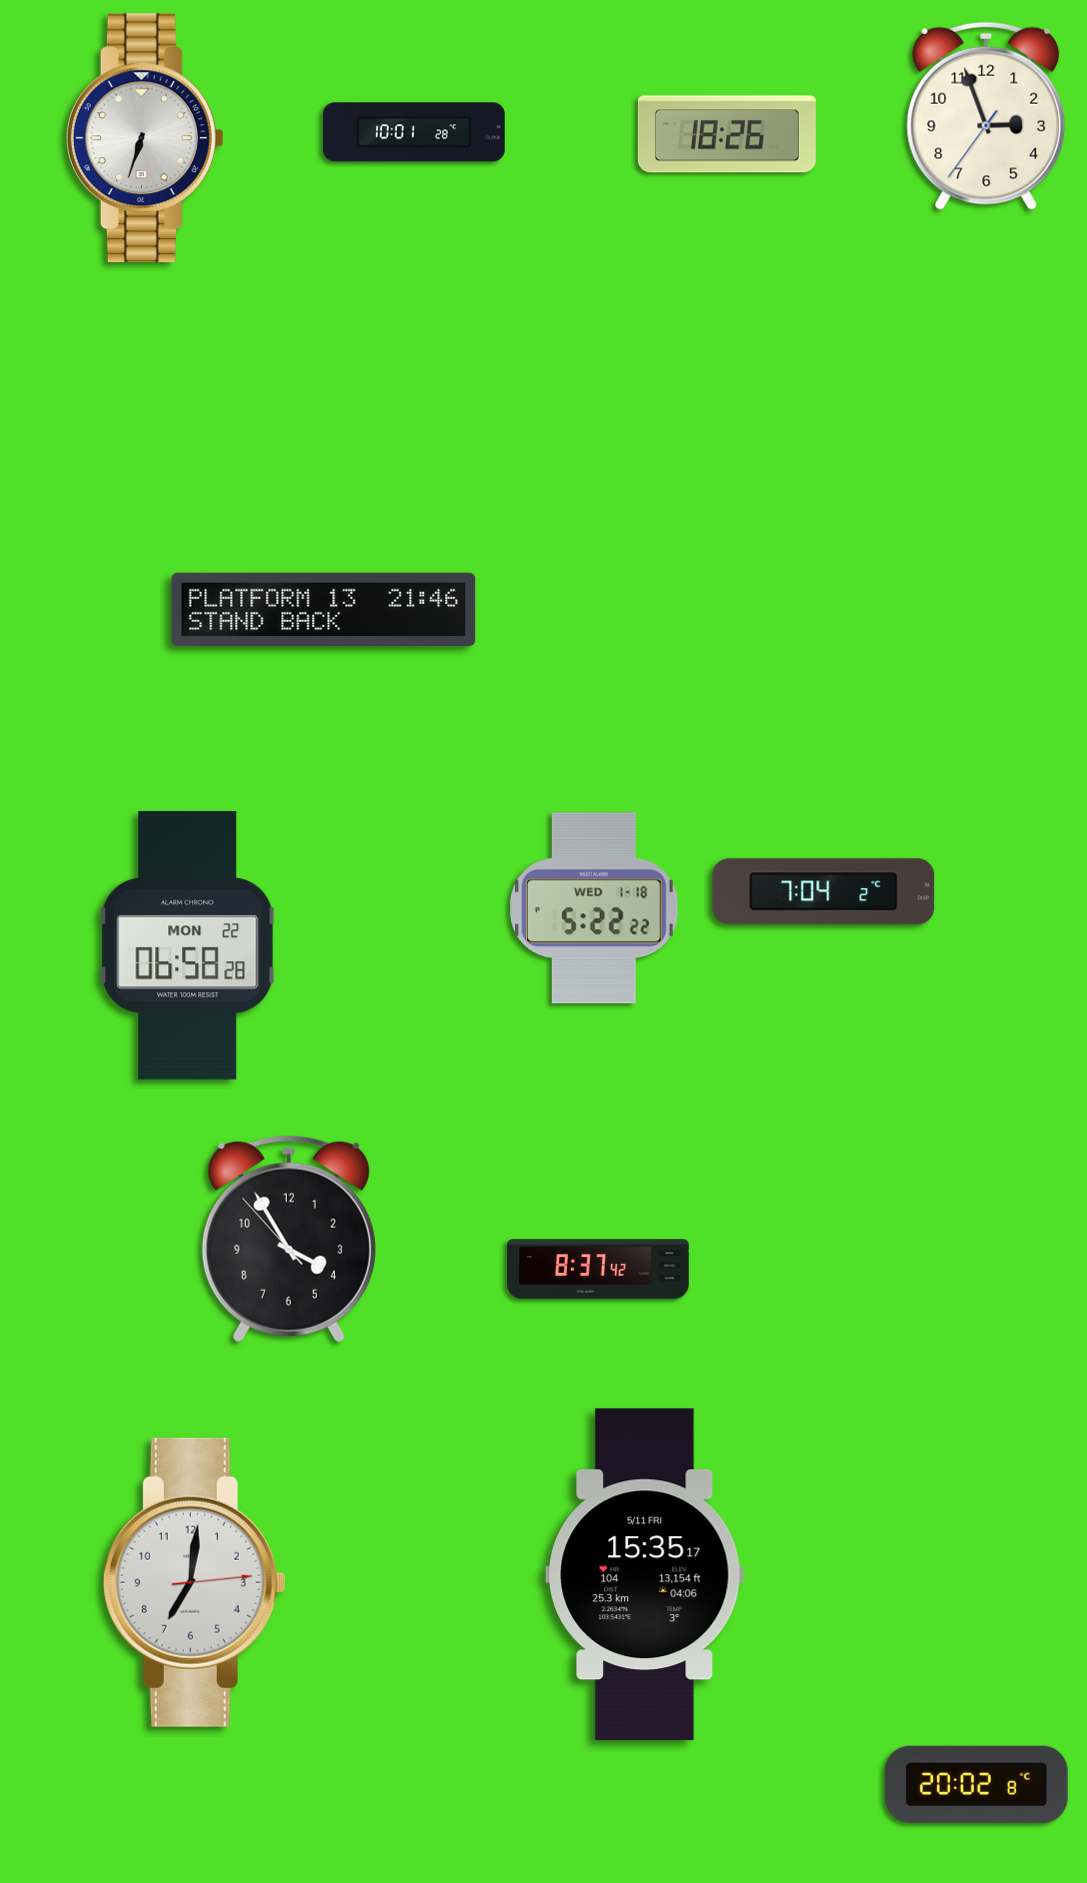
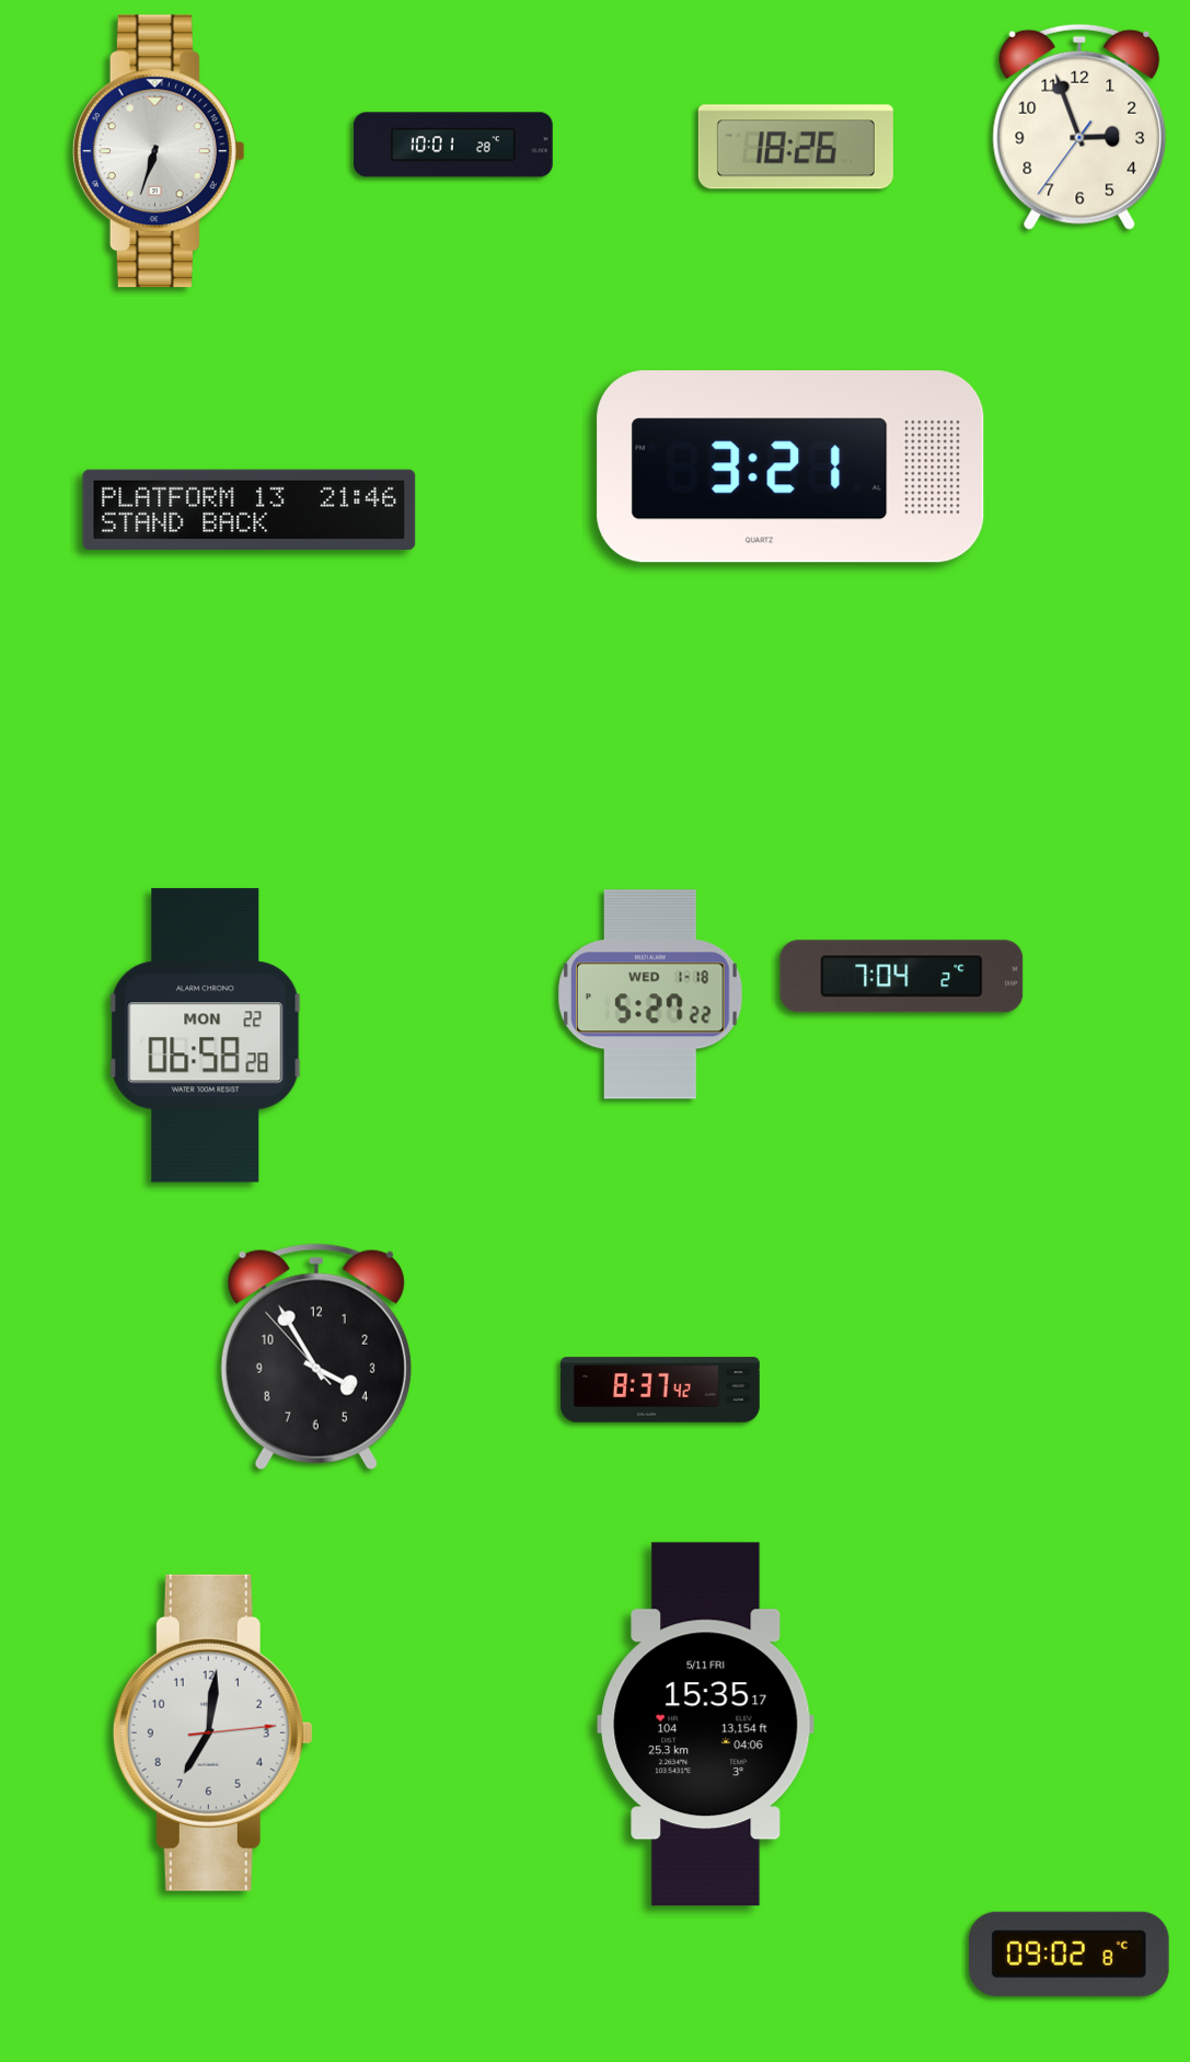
clock at (790, 466): none -> 3:21
clock at (324, 610) position: (324, 610) -> (250, 510)
clock at (594, 908): 5:22 -> 5:27
clock at (598, 1269) position: (598, 1269) -> (660, 1390)
clock at (976, 1784): 20:02 -> 09:02
